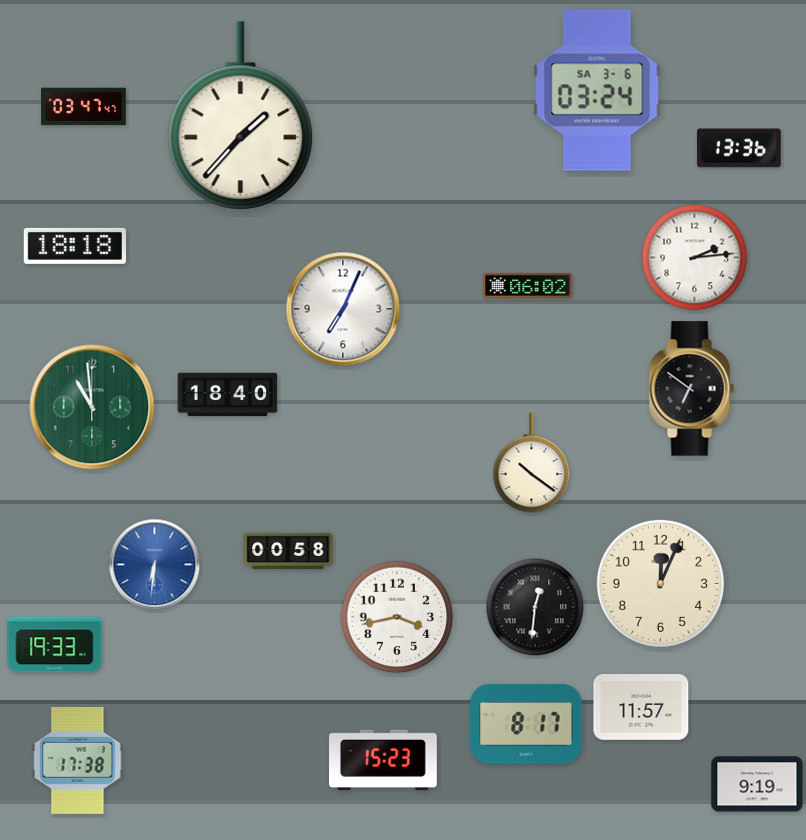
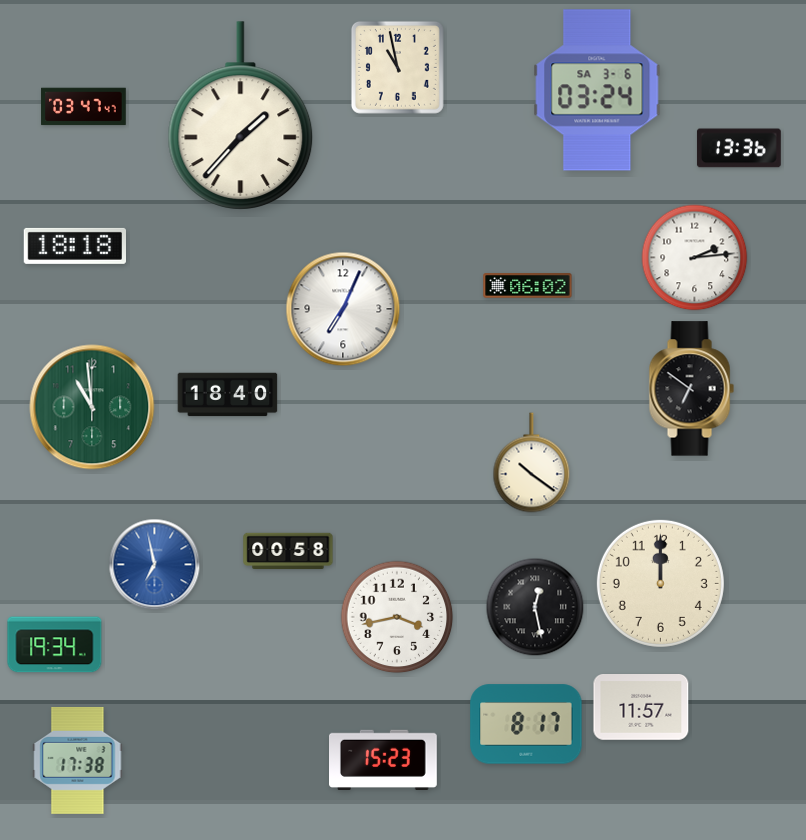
clock at (397, 67): none -> 10:58
clock at (155, 565): 6:31 -> 6:58
clock at (660, 583): 12:04 -> 12:00
clock at (535, 607): 12:31 -> 12:28
clock at (55, 645): 19:33 -> 19:34
clock at (757, 784): 9:19 -> none
